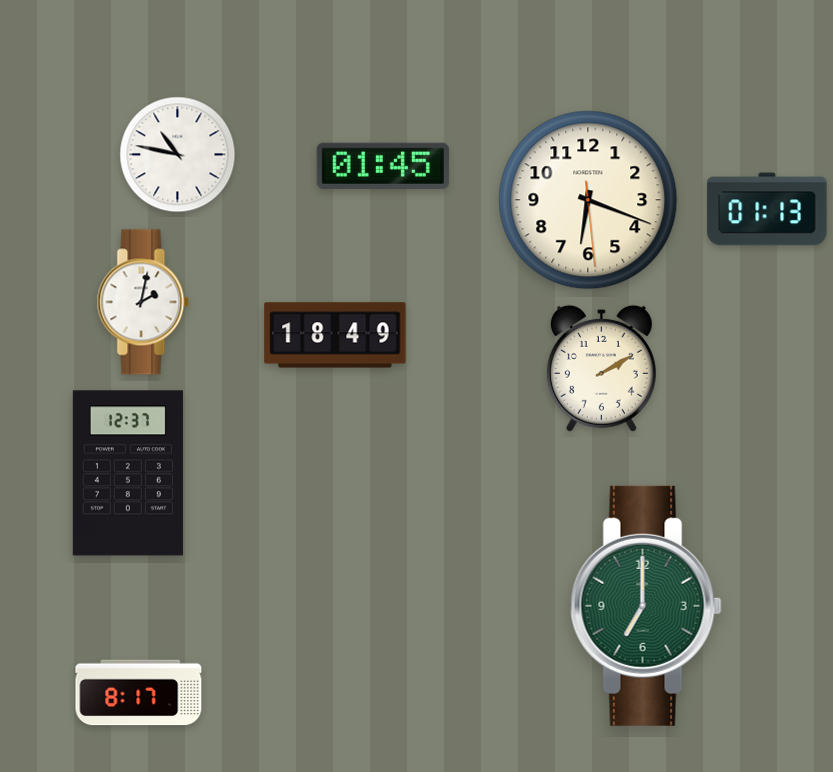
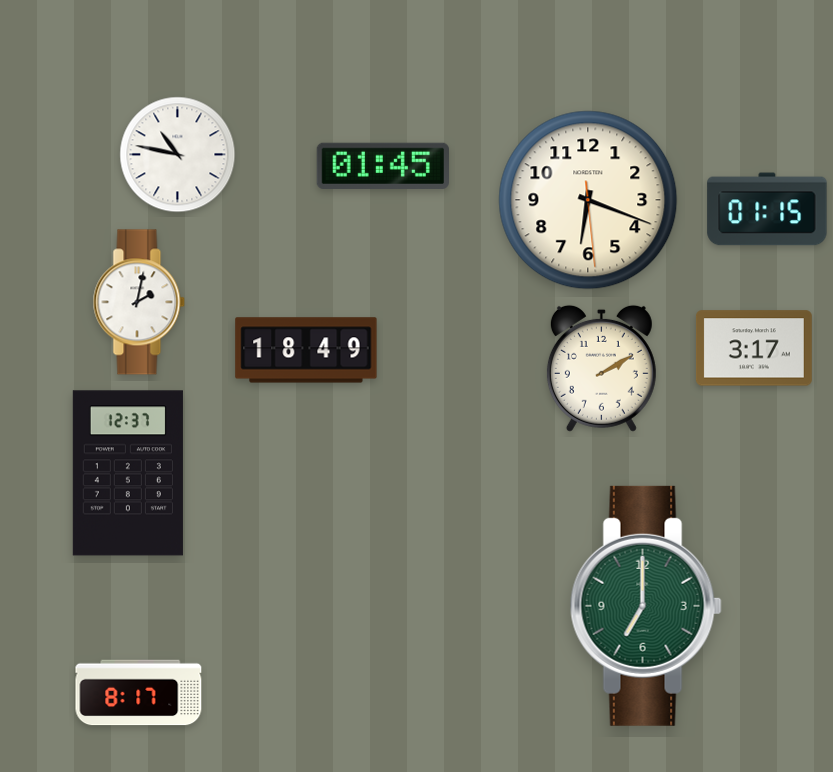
clock at (767, 209): 01:13 -> 01:15
clock at (143, 302) position: (143, 302) -> (139, 302)
clock at (335, 335) position: (335, 335) -> (306, 350)
clock at (754, 348): none -> 3:17
